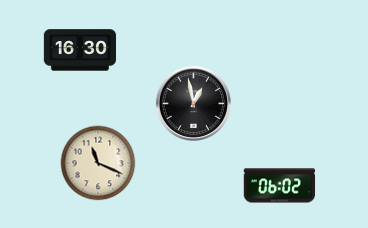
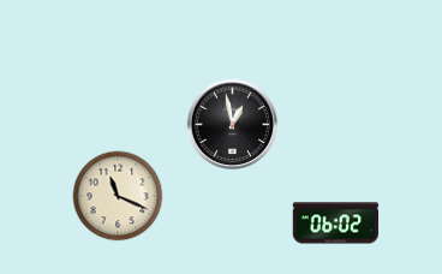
clock at (79, 50): 16:30 -> none
